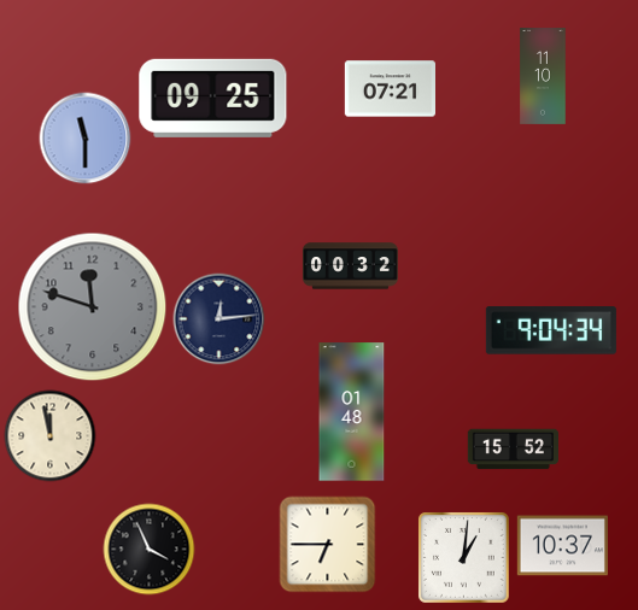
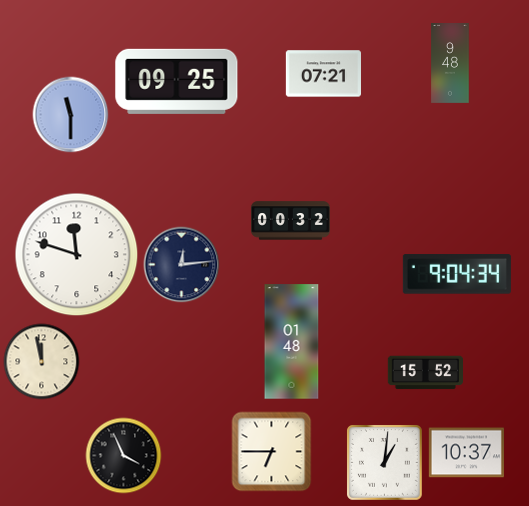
clock at (543, 77): 11:10 -> 9:48
clock at (93, 307) dial: grey -> white
